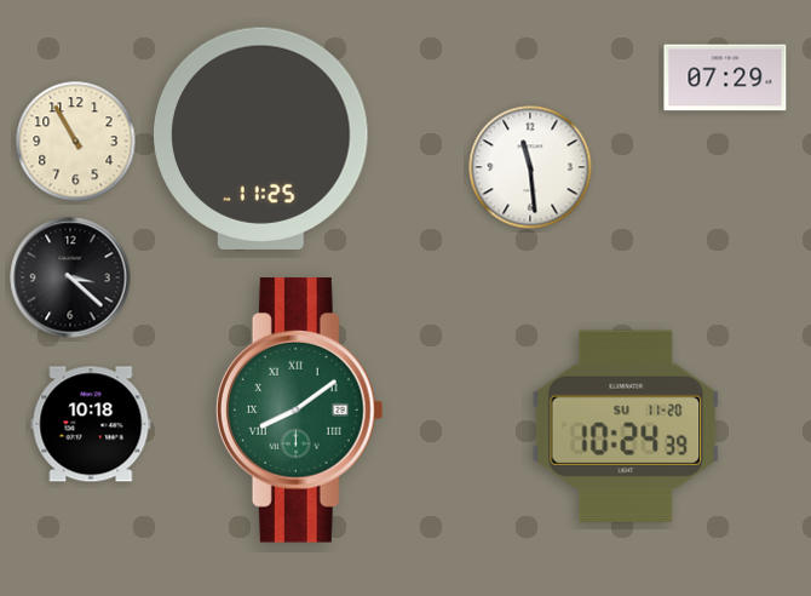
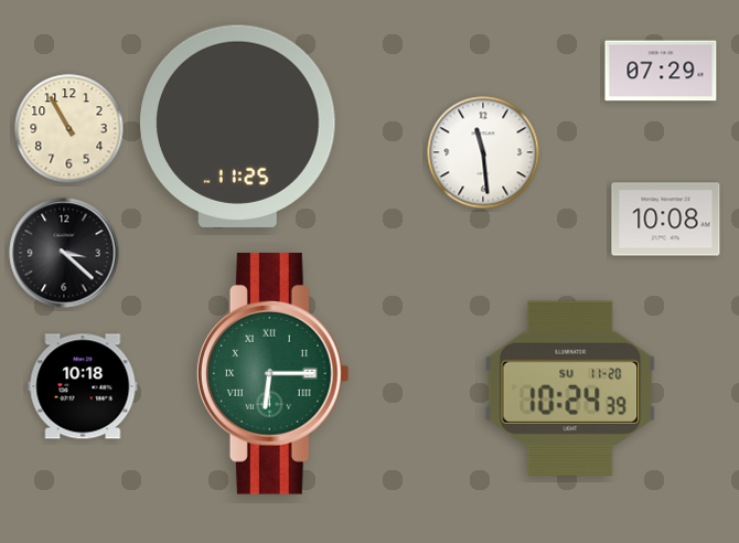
clock at (666, 220): none -> 10:08
clock at (299, 411): 8:09 -> 6:15
